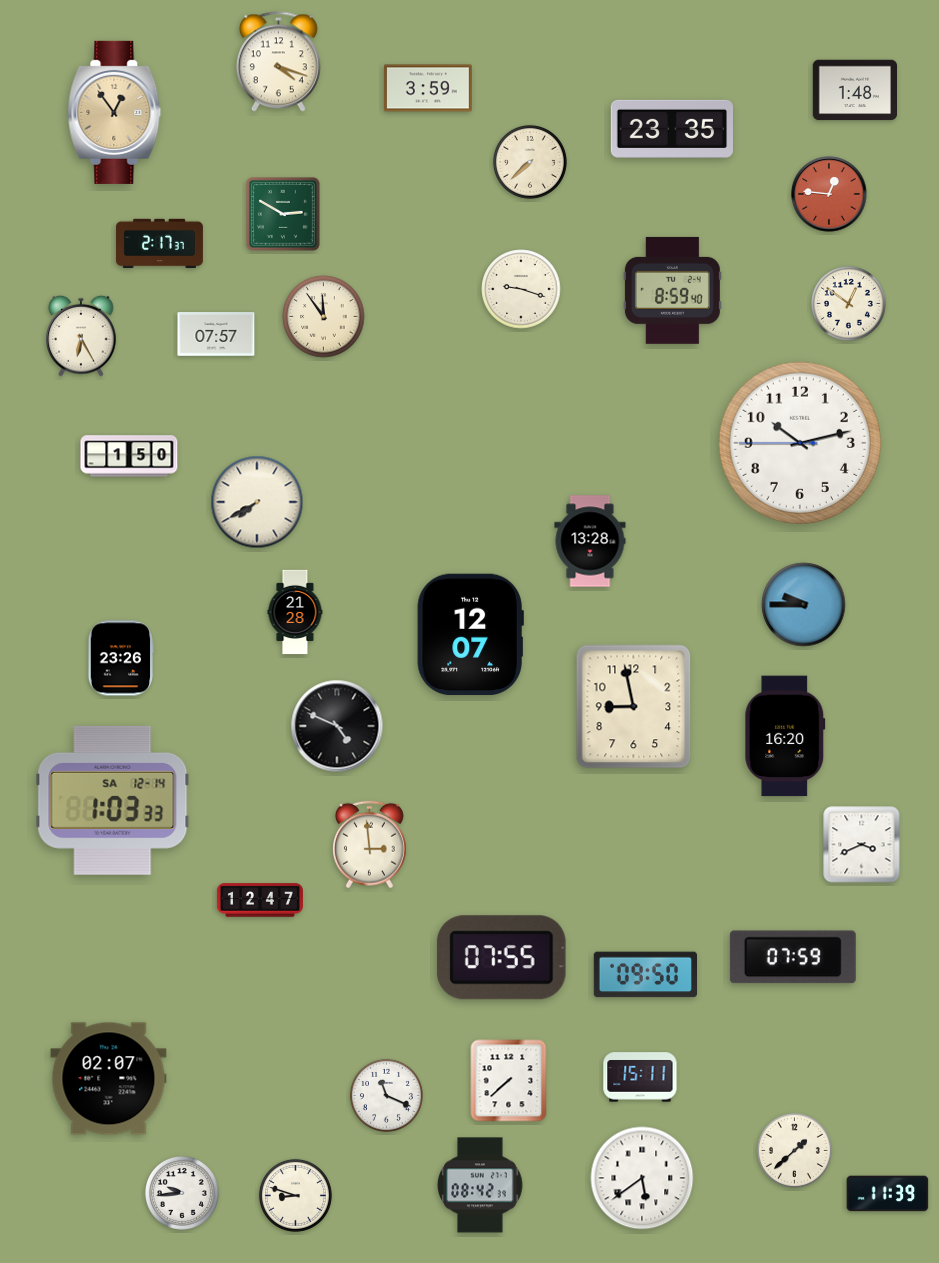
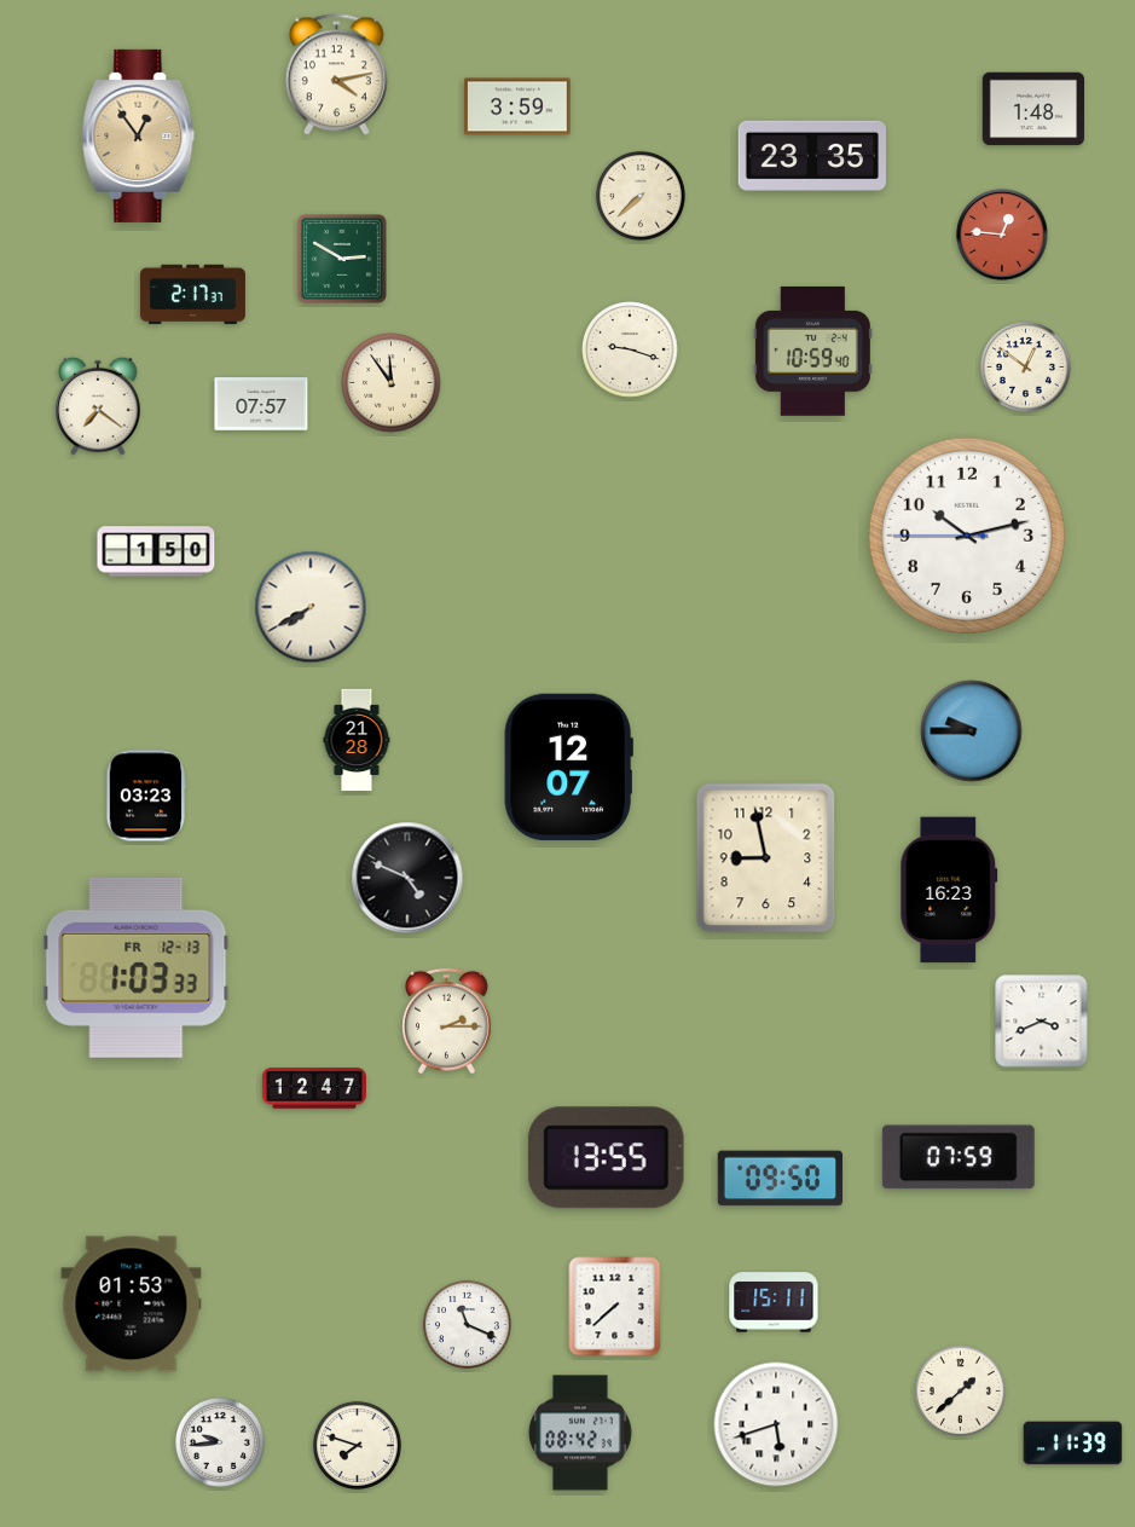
clock at (278, 62): 4:18 -> 4:13
clock at (672, 290): 8:59 -> 10:59
clock at (81, 336): 6:25 -> 7:21
clock at (590, 541): 13:28 -> none
clock at (120, 658): 23:26 -> 03:23
clock at (634, 707) position: (634, 707) -> (766, 858)
clock at (785, 736): 16:20 -> 16:23
clock at (113, 800) date: SA 12-14 -> FR 12-13
clock at (370, 845): 2:59 -> 2:15
clock at (501, 958): 07:55 -> 13:55
clock at (109, 1079): 02:07 -> 01:53
clock at (642, 1178): 5:39 -> 5:42
clock at (295, 1195): 8:48 -> 7:48
